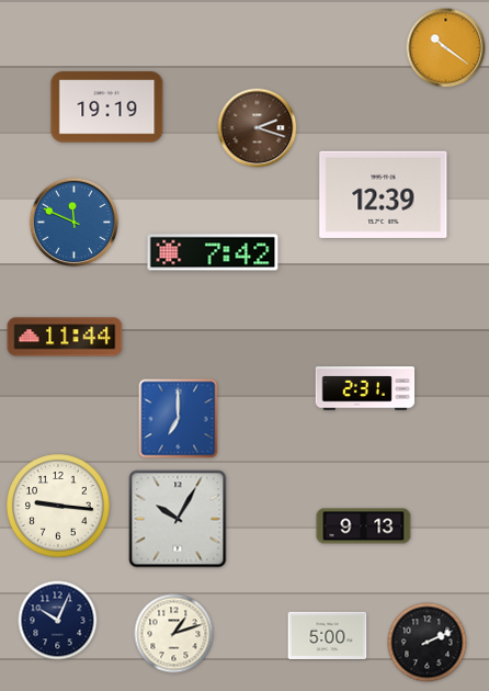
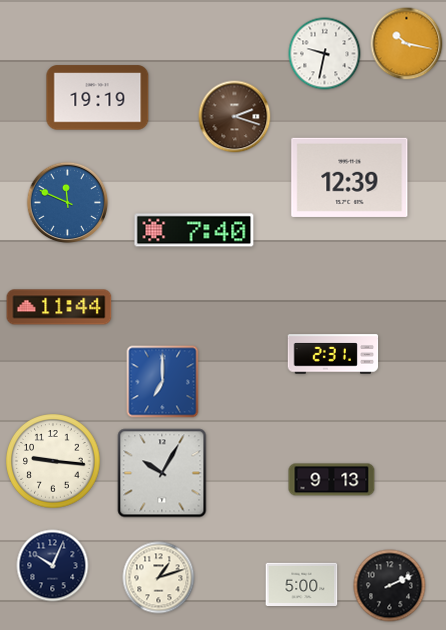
clock at (446, 48): 10:21 -> 10:17
clock at (325, 54): none -> 9:32
clock at (213, 252): 7:42 -> 7:40
clock at (328, 636) position: (328, 636) -> (302, 585)
